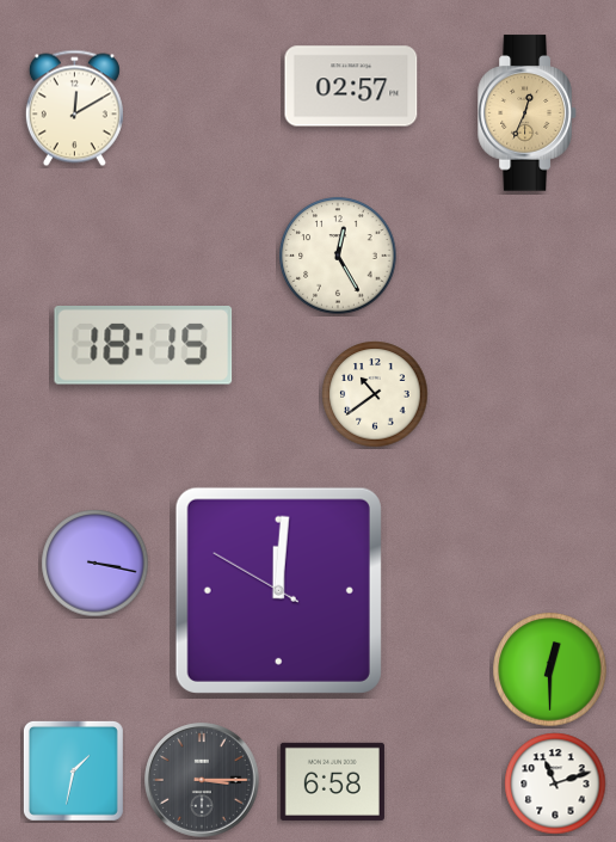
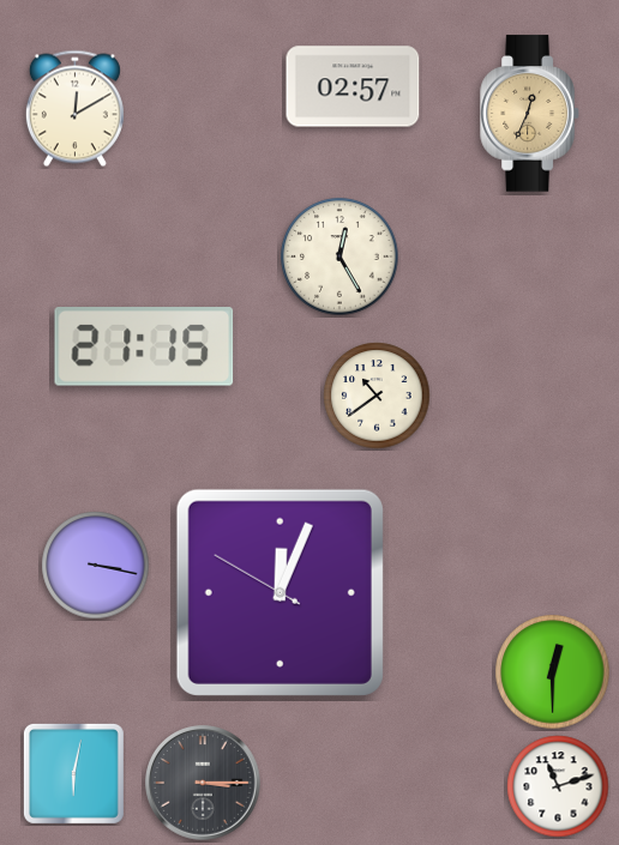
clock at (143, 346): 18:15 -> 21:15
clock at (278, 590): 12:00 -> 12:03
clock at (73, 770): 1:32 -> 6:02
clock at (332, 781): 6:58 -> none
